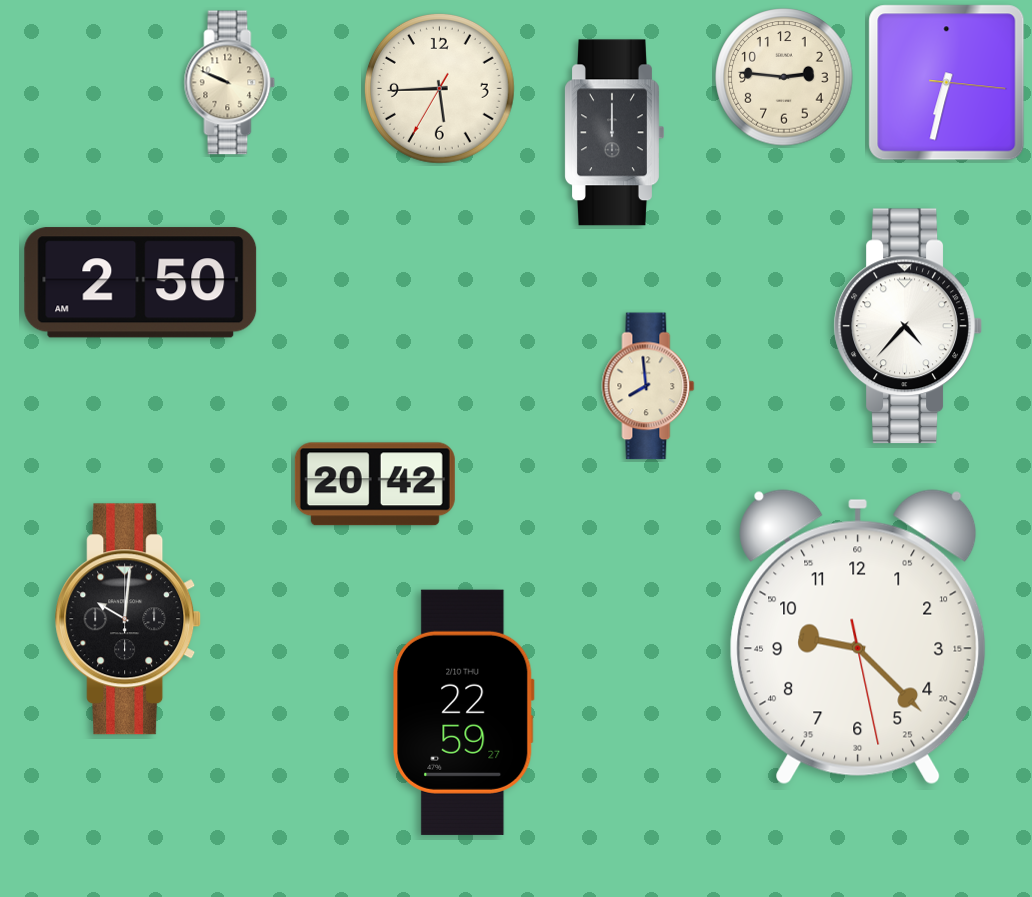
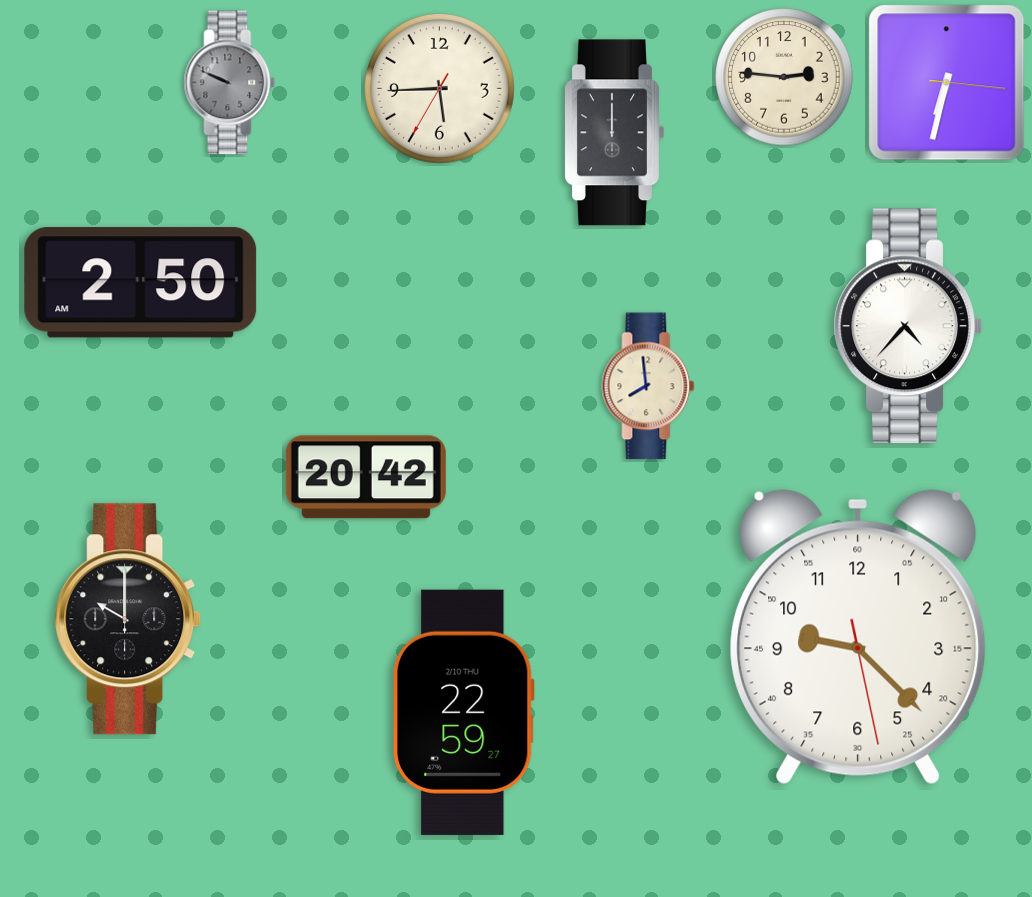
clock at (230, 83) dial: cream -> grey
clock at (375, 484) position: (375, 484) -> (366, 477)
clock at (129, 619): 10:01 -> 10:00
